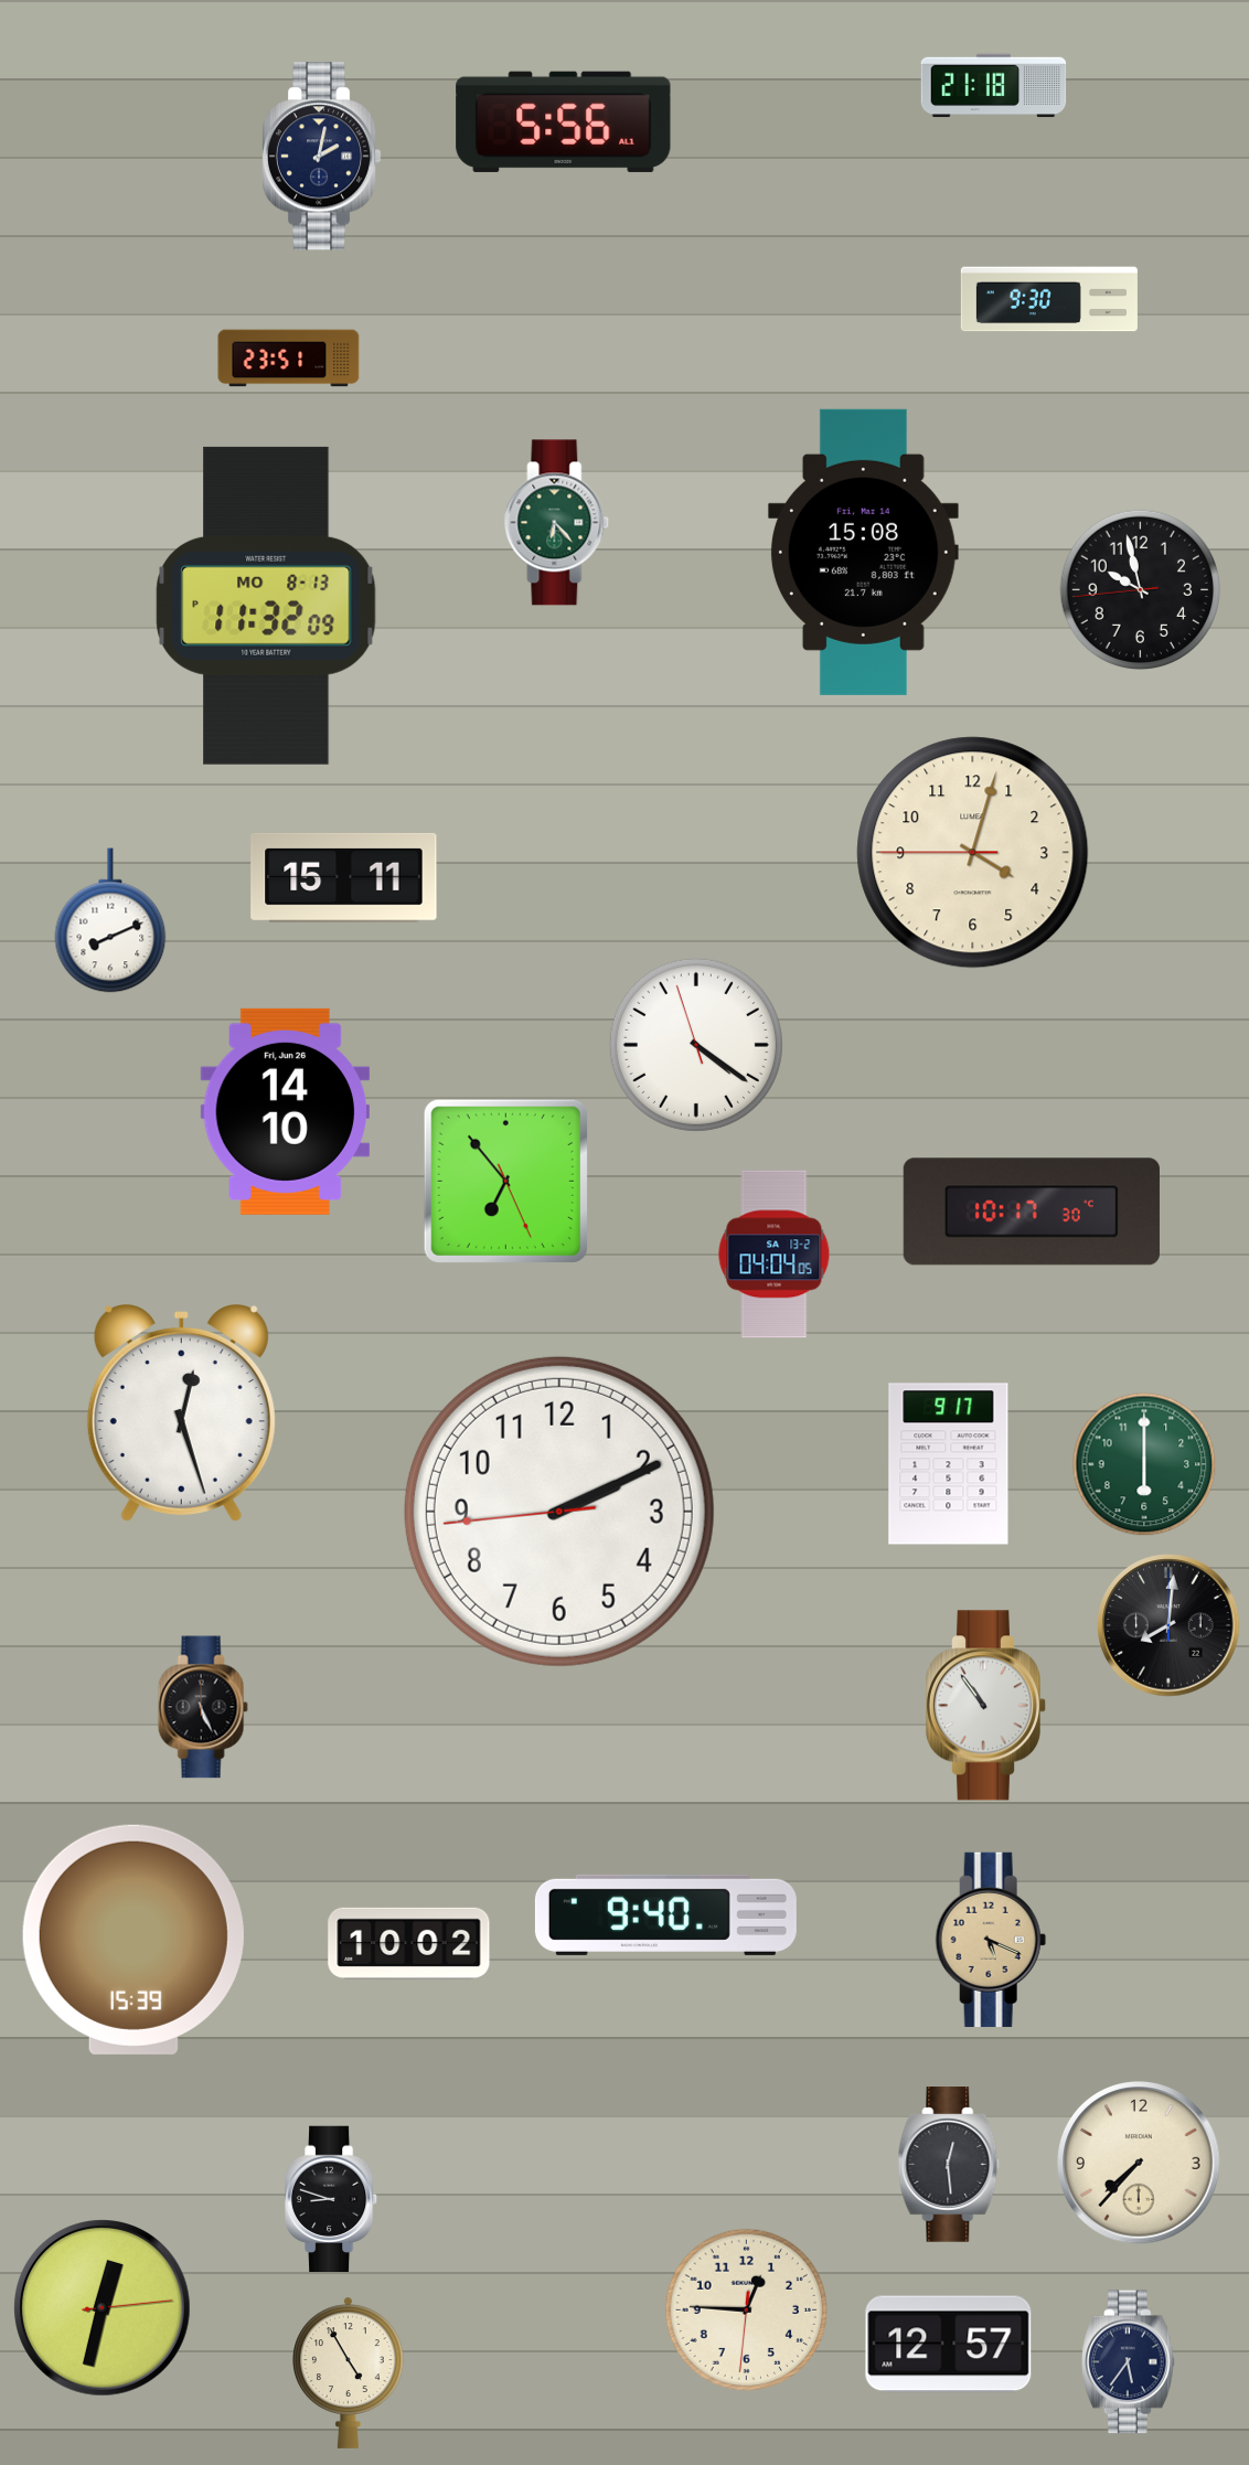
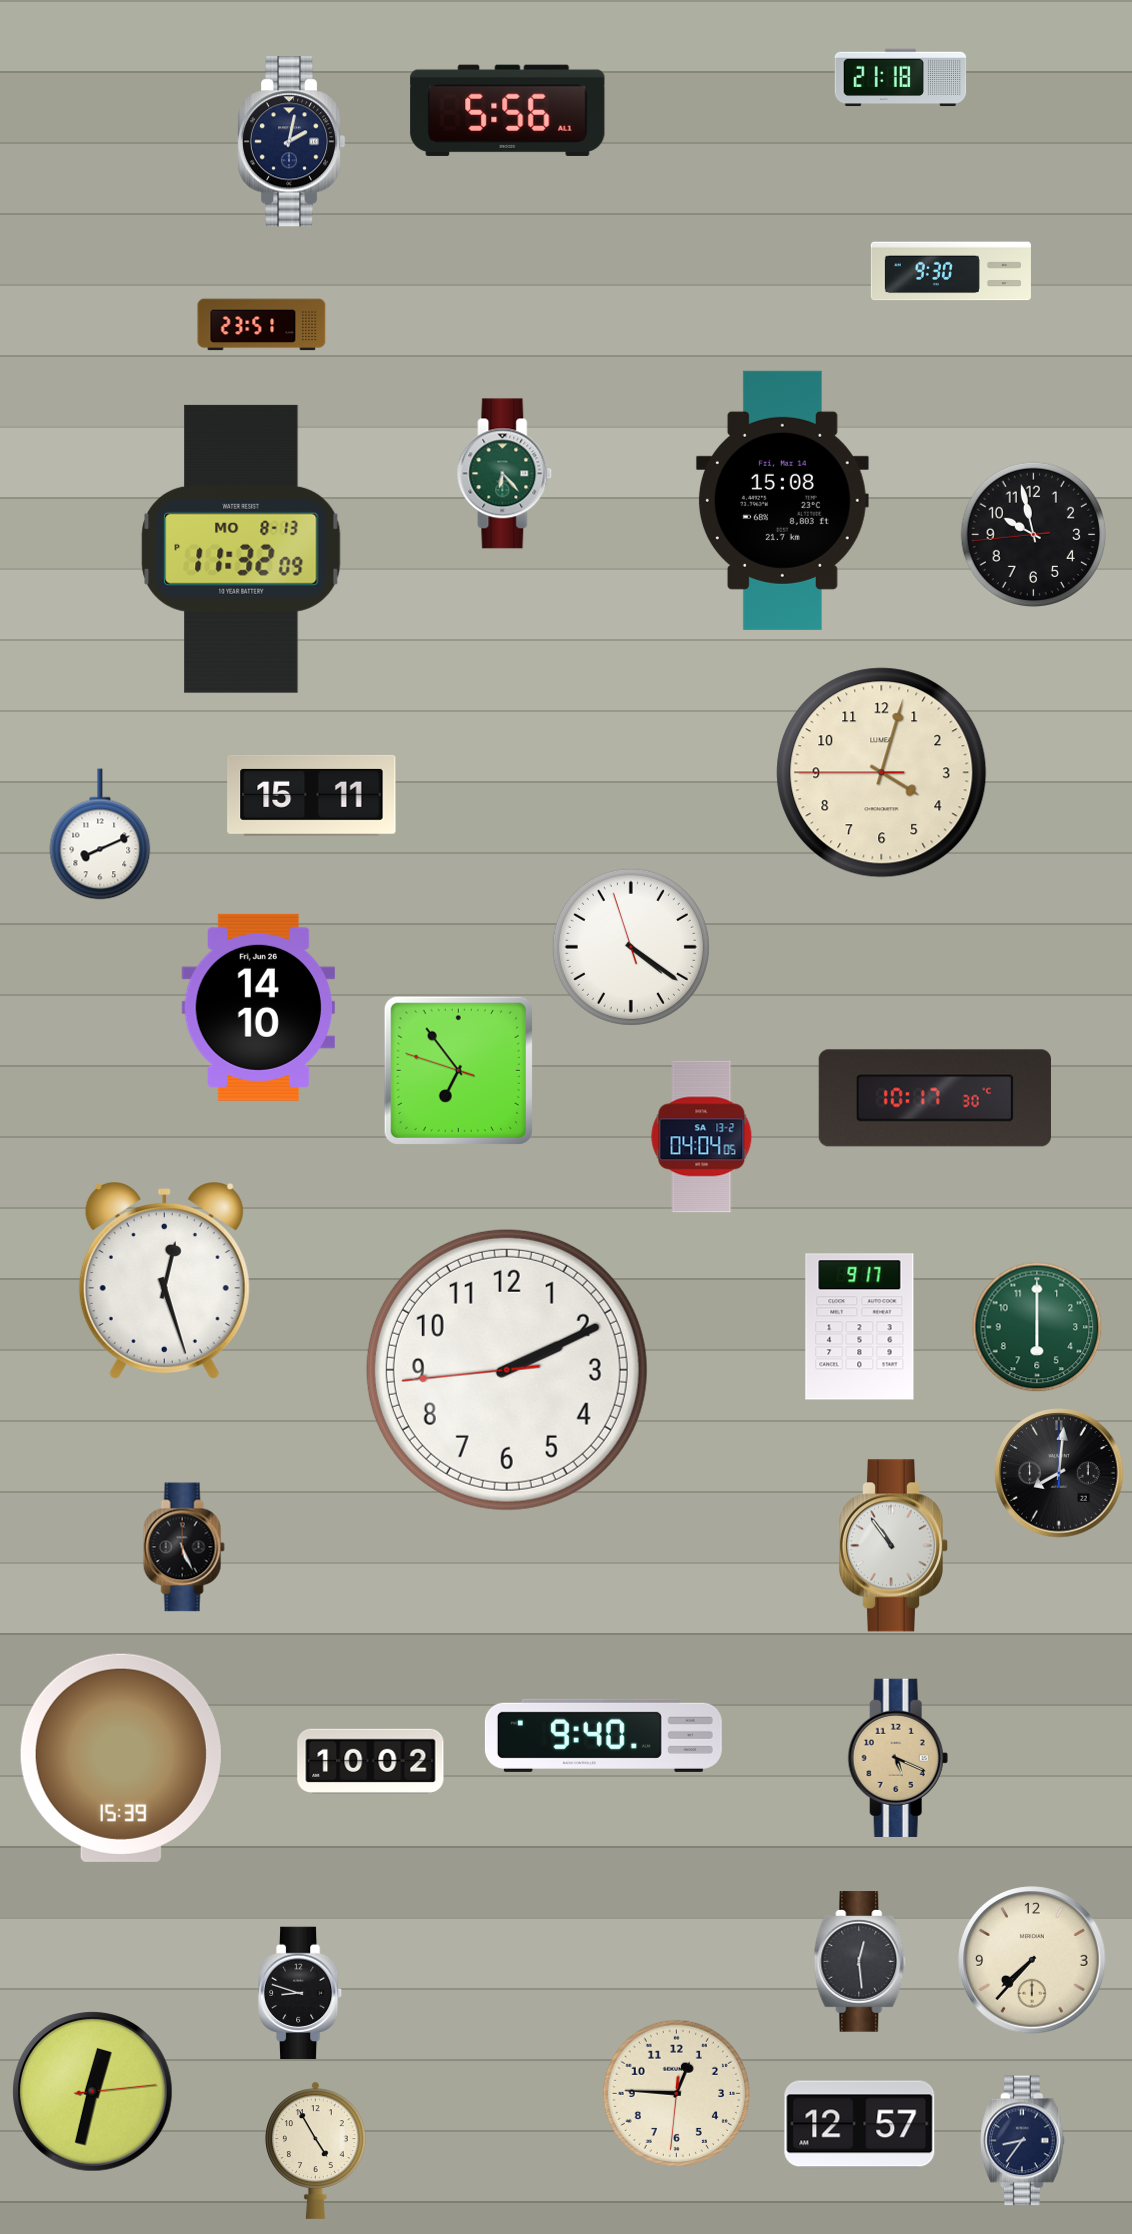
clock at (564, 121) position: (564, 121) -> (508, 110)
clock at (505, 1181): 6:53:26 -> 6:53:48
clock at (1129, 2362): 5:36 -> 8:36
